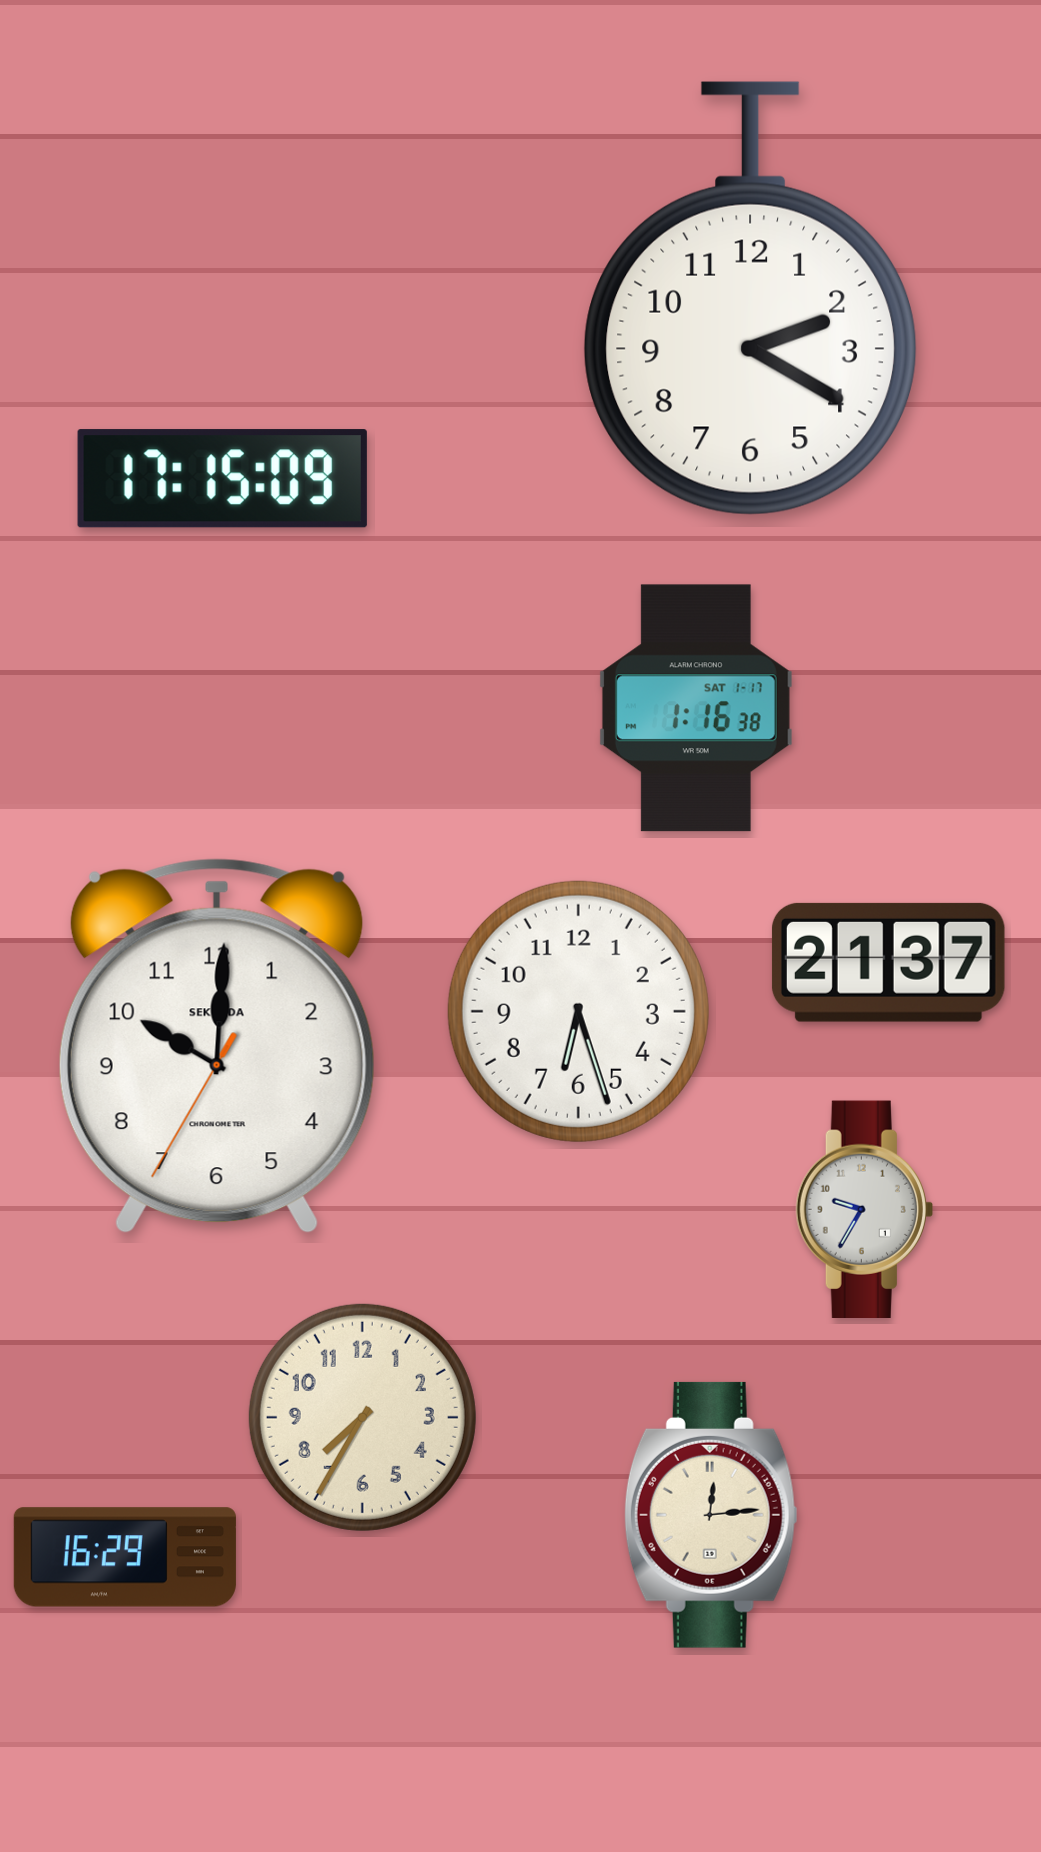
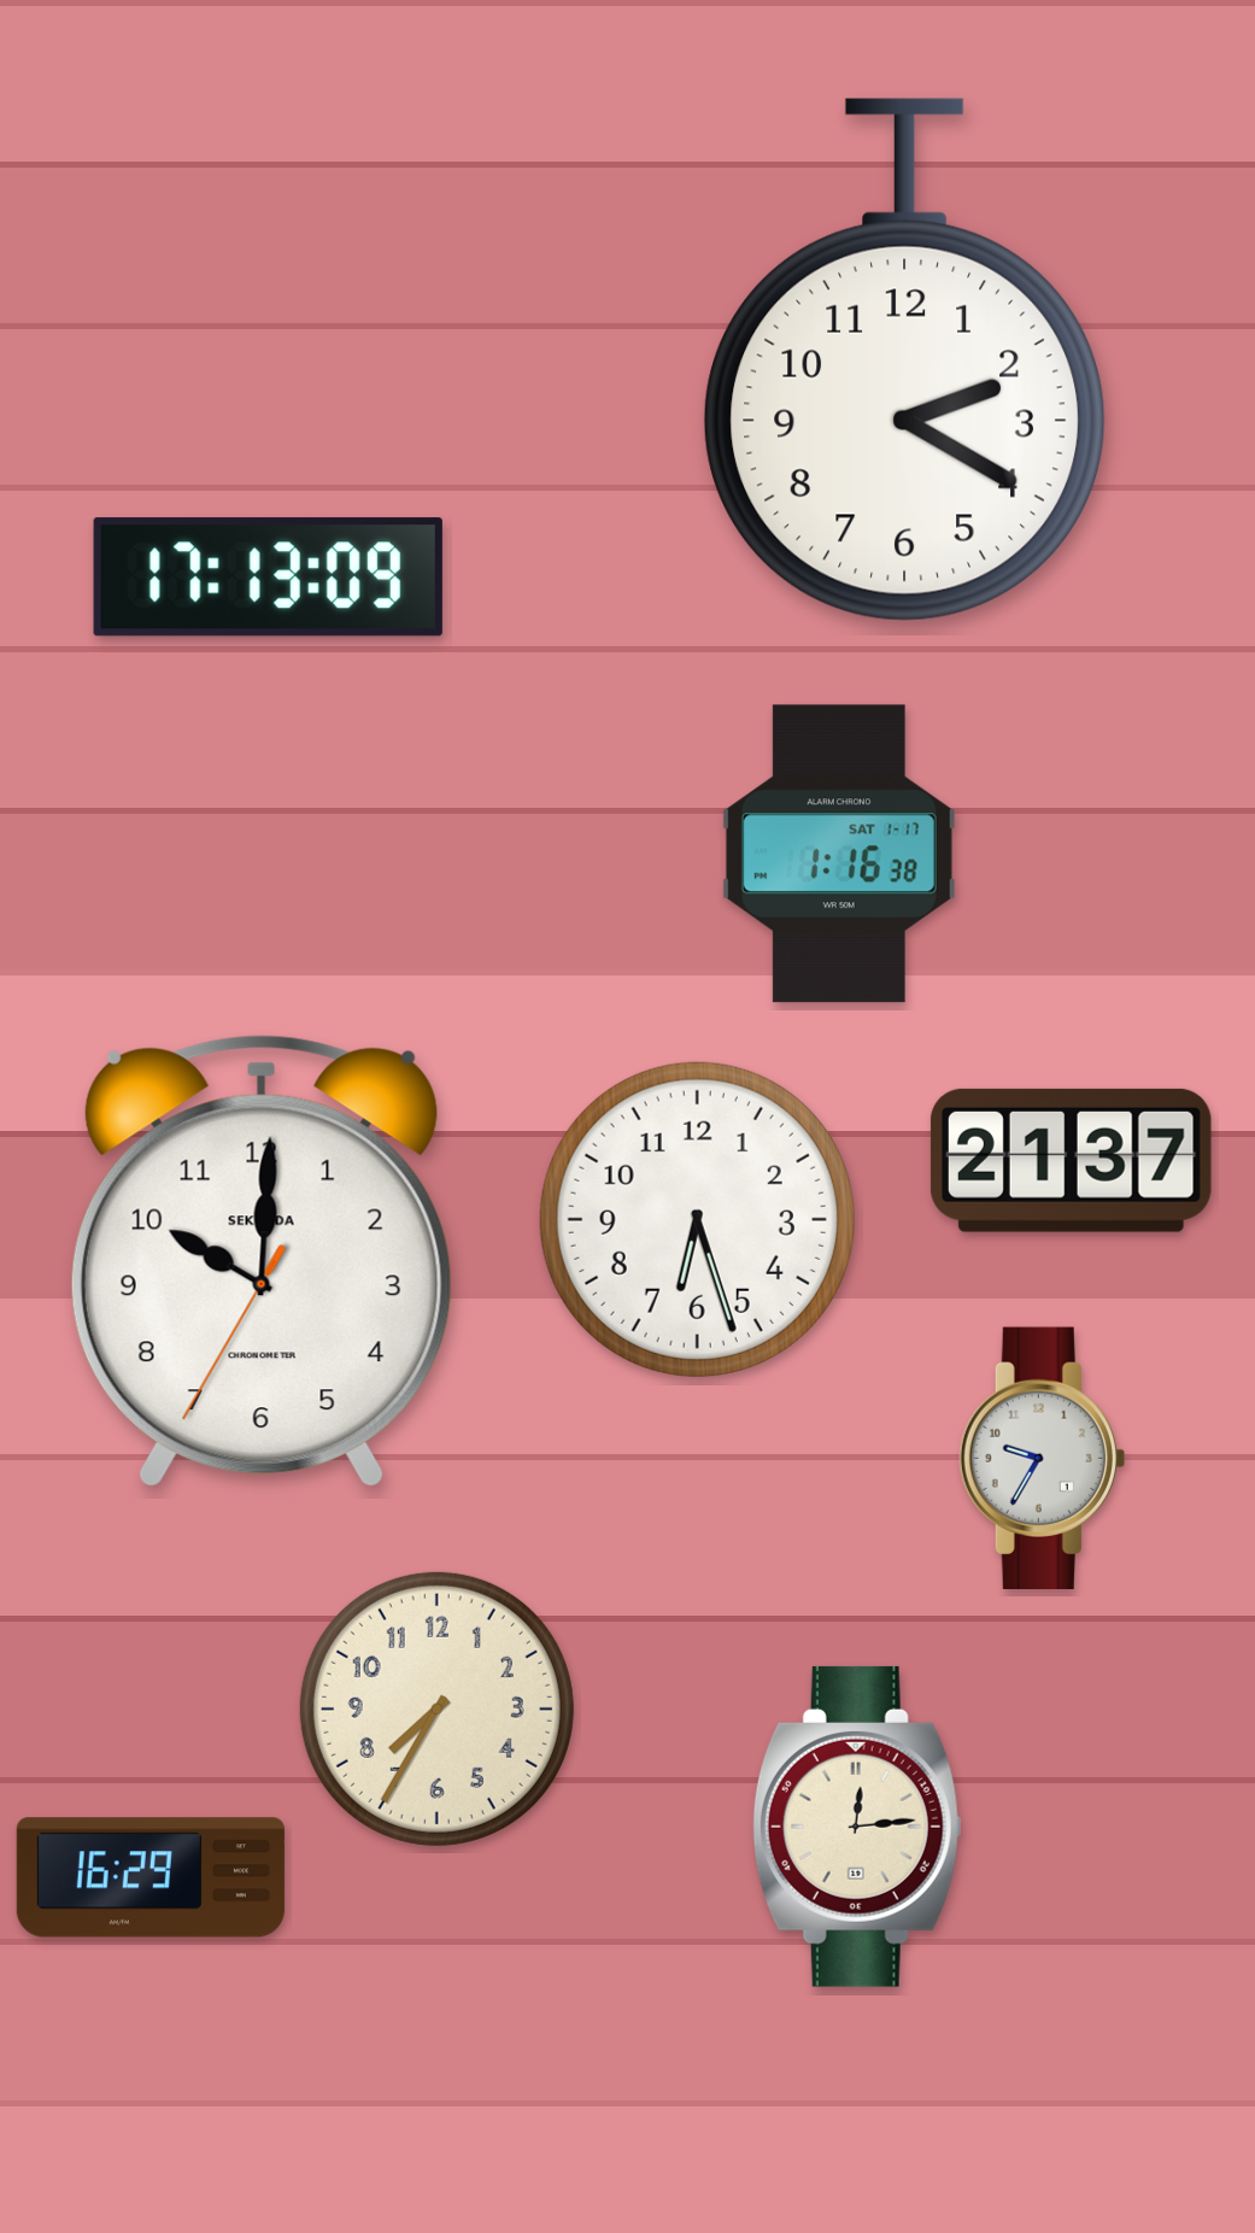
clock at (222, 479): 17:15 -> 17:13
